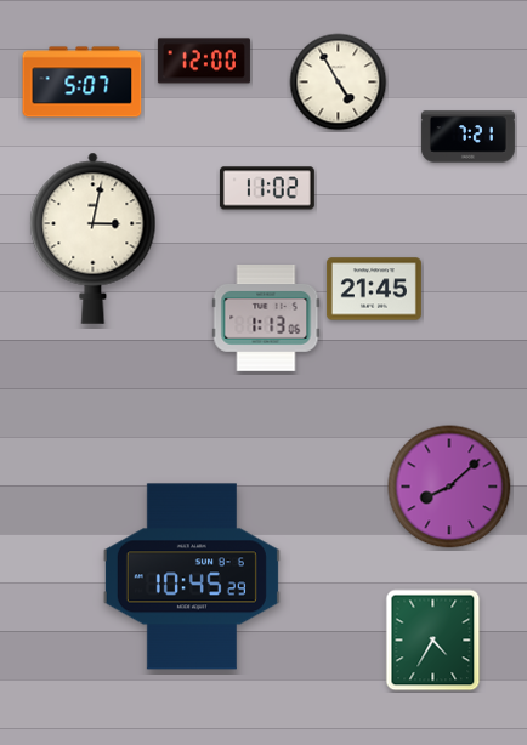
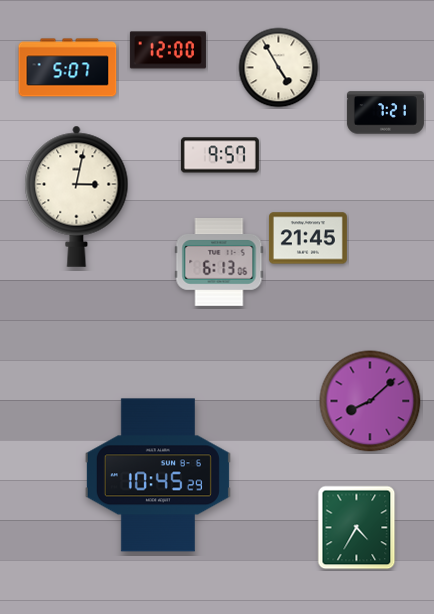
clock at (267, 188): 11:02 -> 9:57
clock at (266, 319): 1:13 -> 6:13
